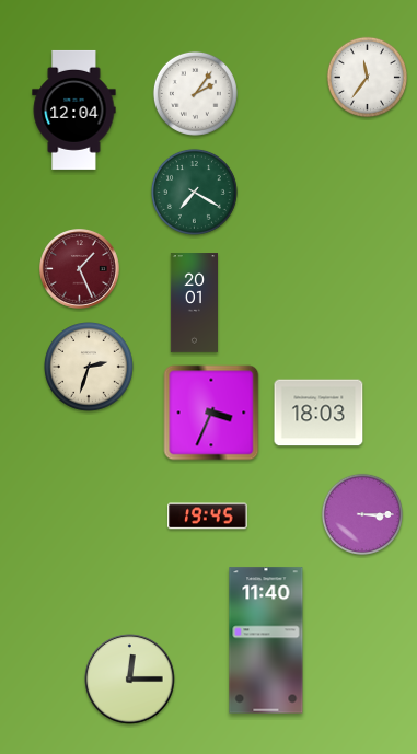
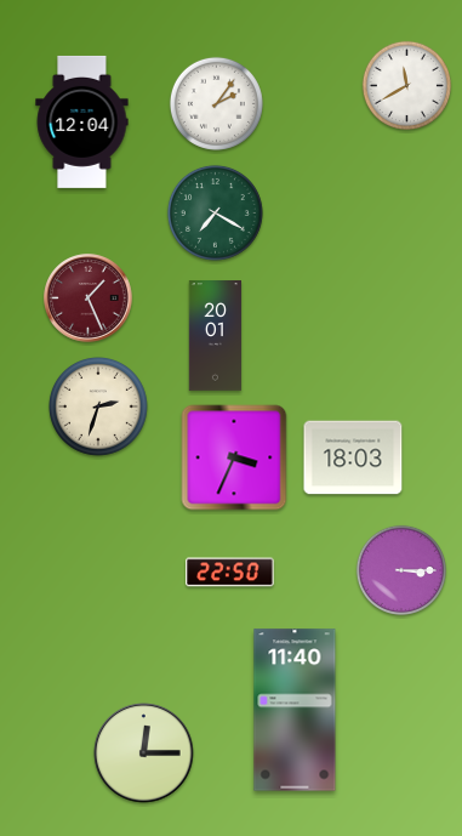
clock at (367, 77): 11:36 -> 11:40
clock at (208, 517): 19:45 -> 22:50
